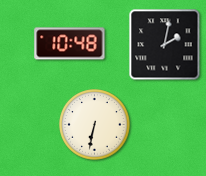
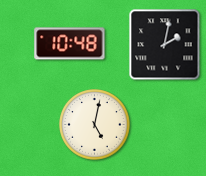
clock at (95, 125): 6:32 -> 5:02
